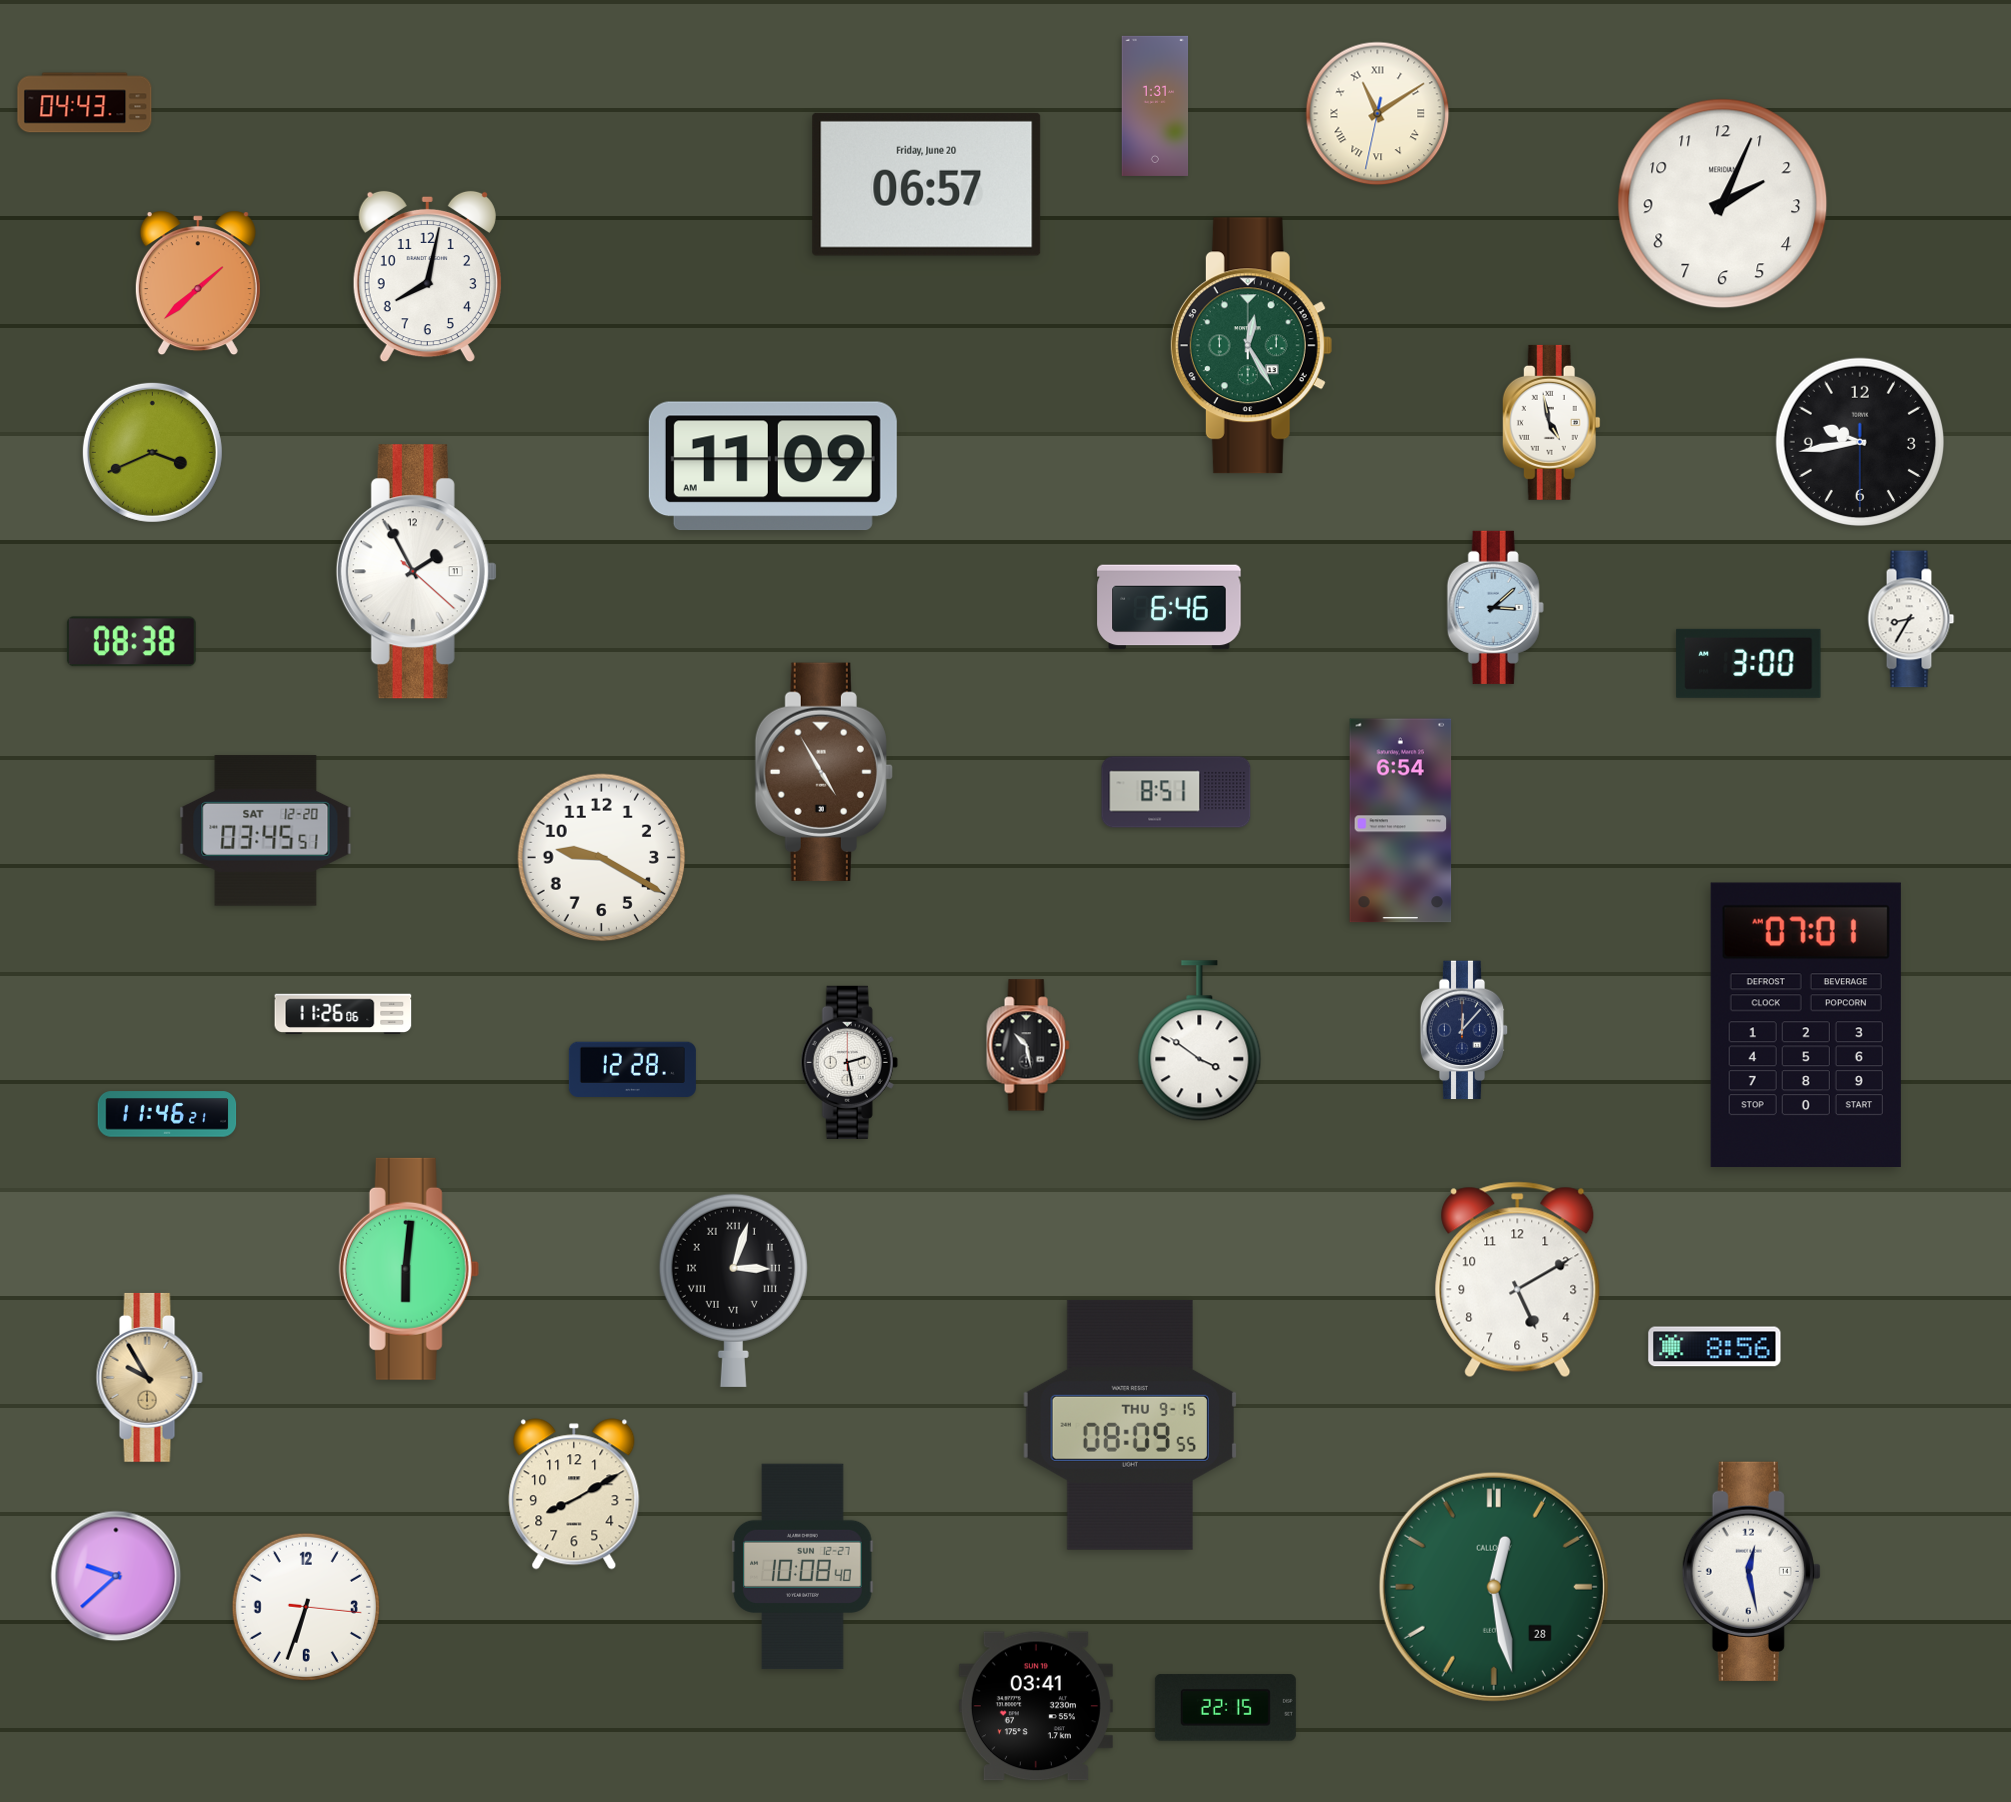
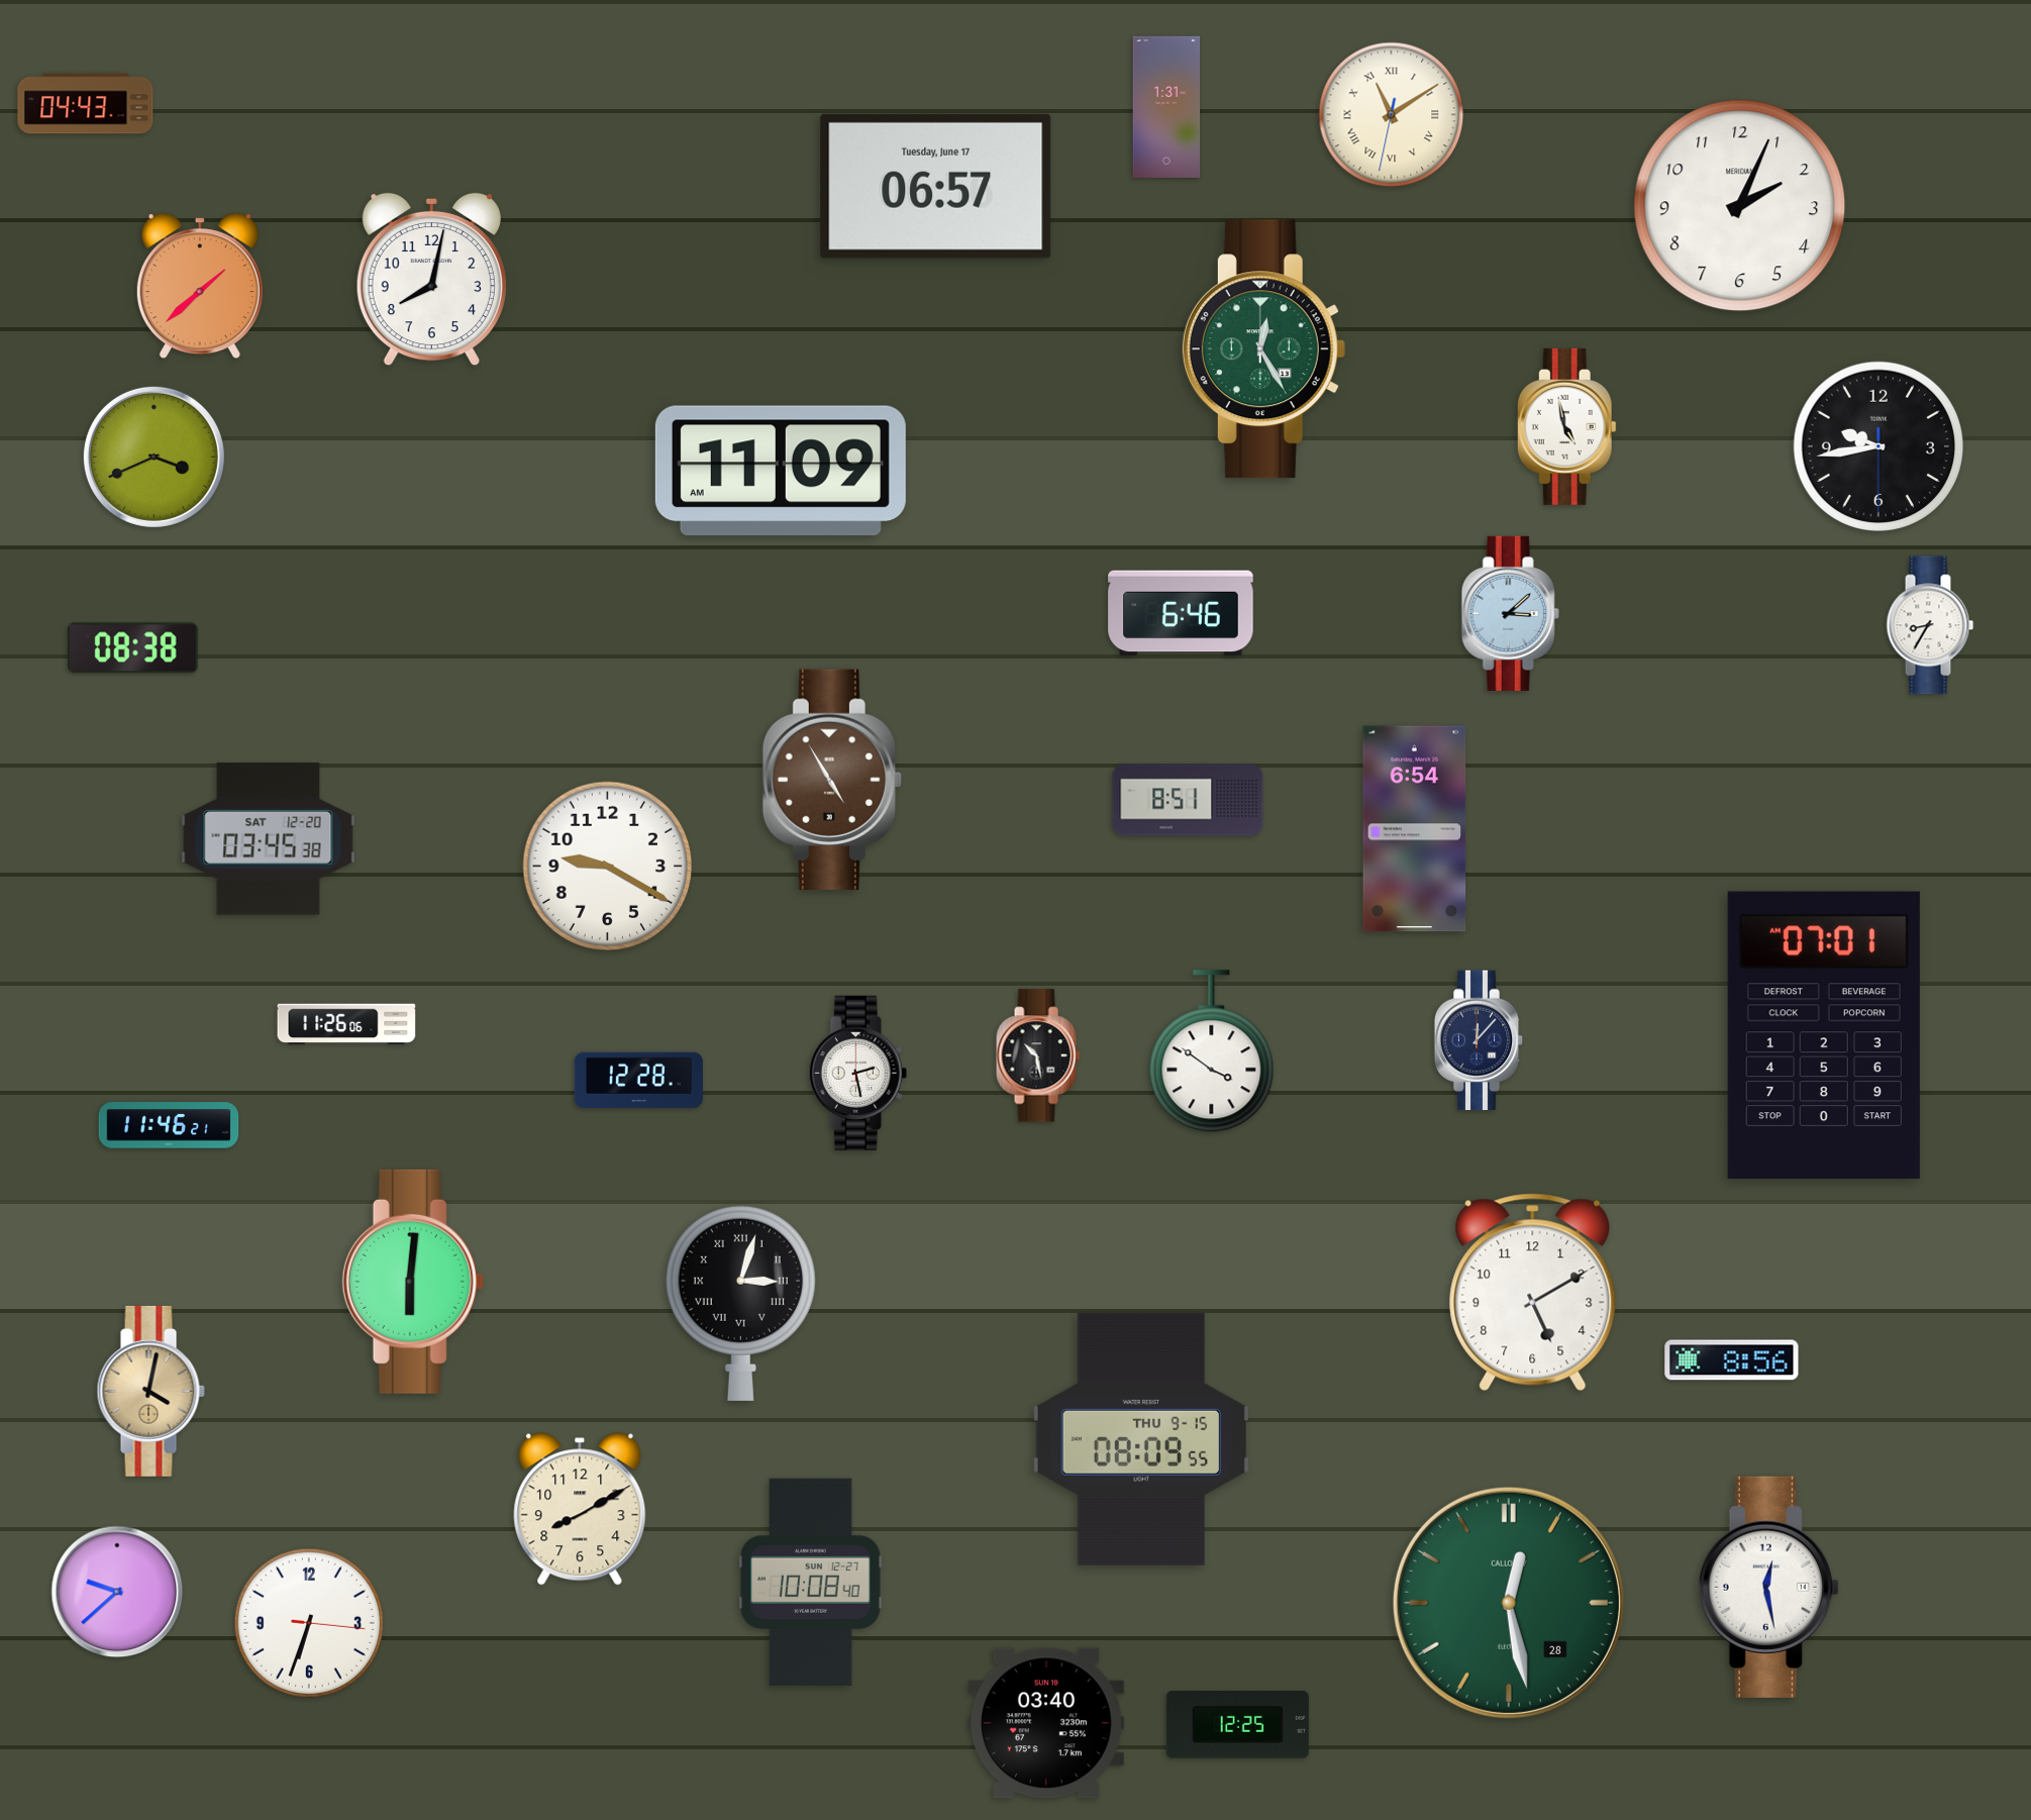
clock at (927, 184) date: Friday, June 20 -> Tuesday, June 17
clock at (416, 572): 1:55 -> none
clock at (1749, 663): 3:00 -> none
clock at (266, 831): 03:45:51 -> 03:45:38
clock at (149, 1377): 9:55 -> 4:02
clock at (1036, 1706): 03:41 -> 03:40
clock at (1225, 1708): 22:15 -> 12:25
